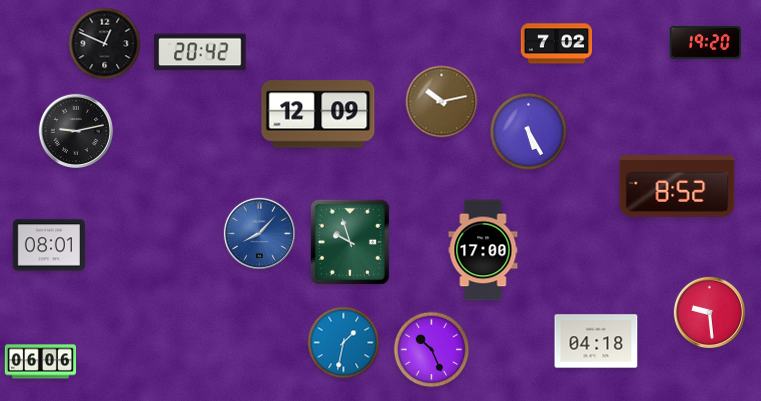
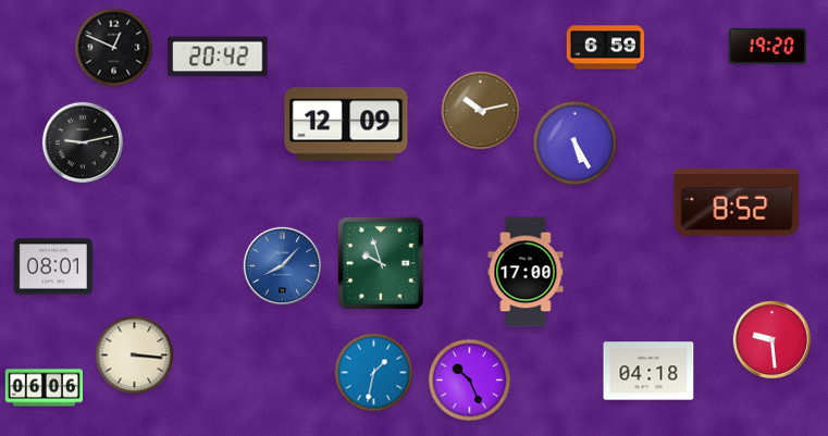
clock at (556, 44): 7:02 -> 6:59
clock at (260, 234) position: (260, 234) -> (283, 266)
clock at (135, 356): none -> 3:16
clock at (40, 362) position: (40, 362) -> (44, 388)
